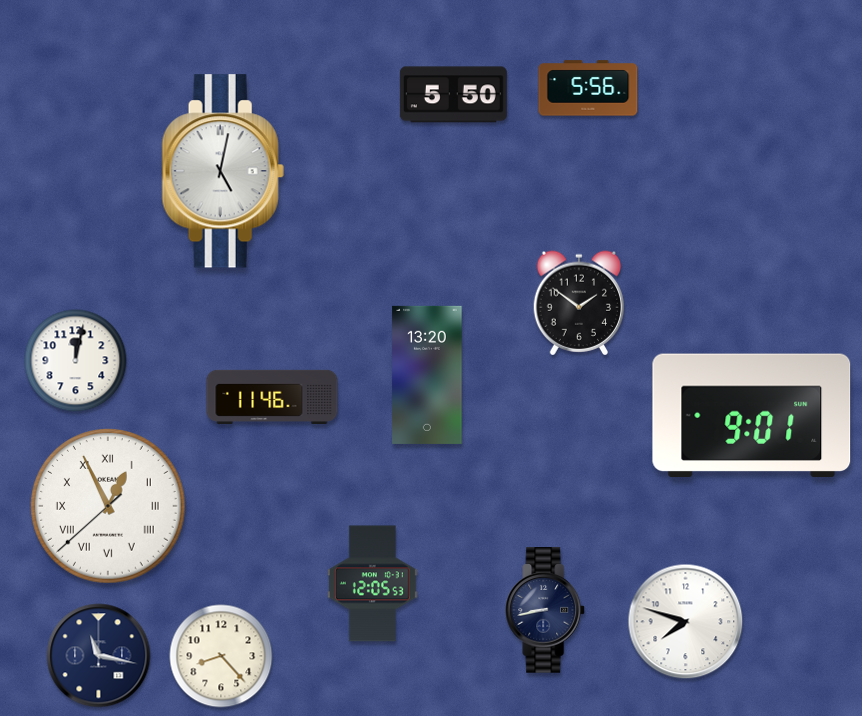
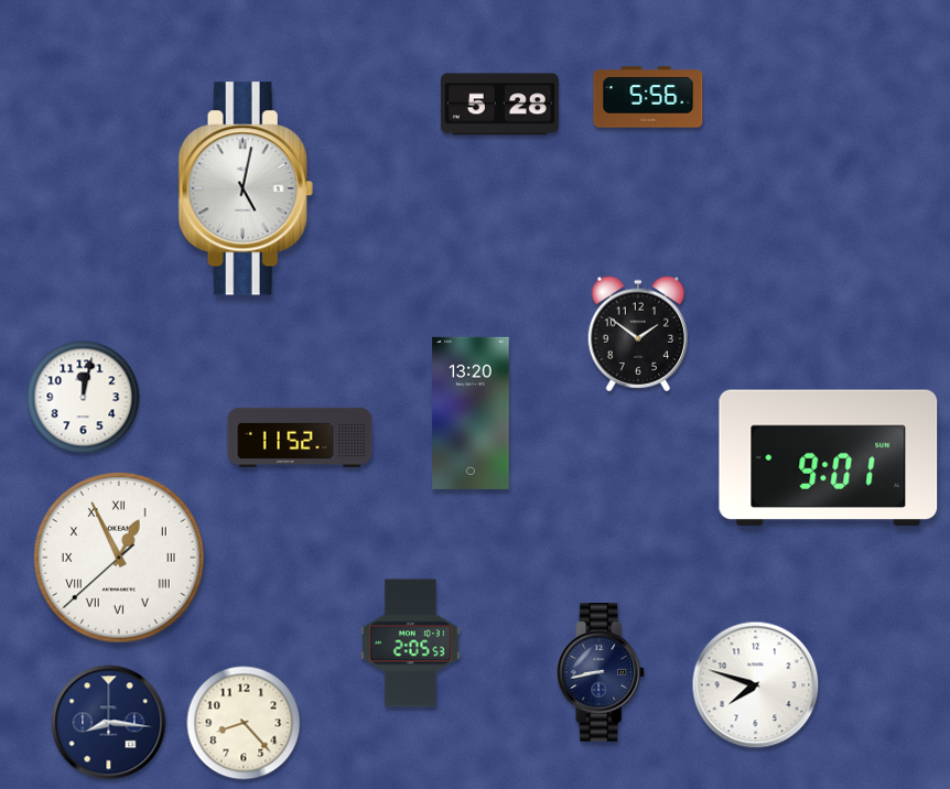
clock at (453, 95): 5:50 -> 5:28
clock at (272, 396): 11:46 -> 11:52
clock at (372, 584): 12:05 -> 2:05
clock at (99, 656): 11:17 -> 8:16
